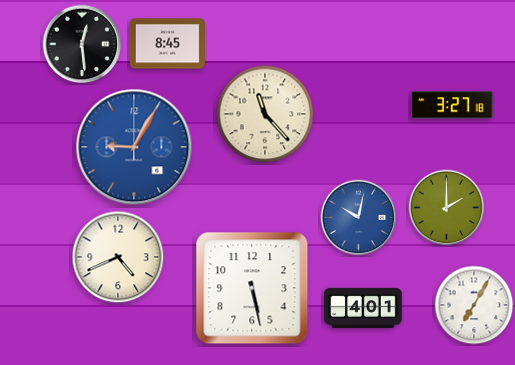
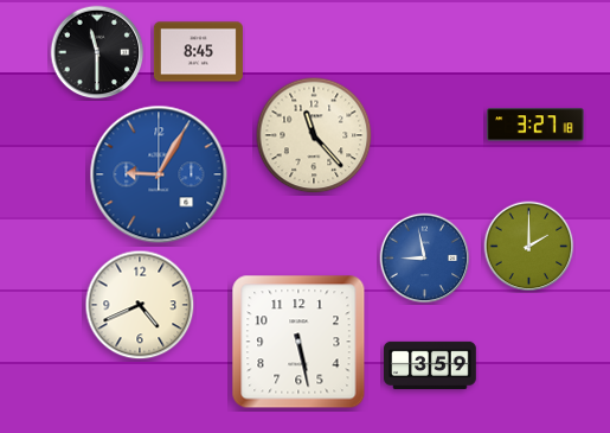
clock at (82, 44): 12:29 -> 11:30
clock at (359, 218): 10:02 -> 8:58
clock at (474, 305): 7:05 -> none
clock at (364, 308): 4:01 -> 3:59
